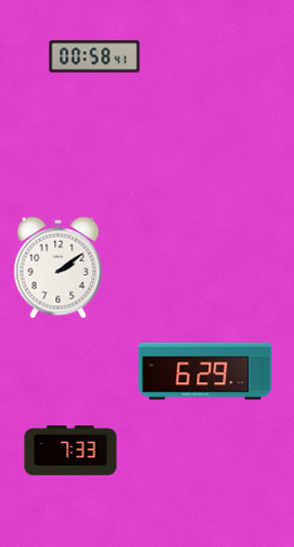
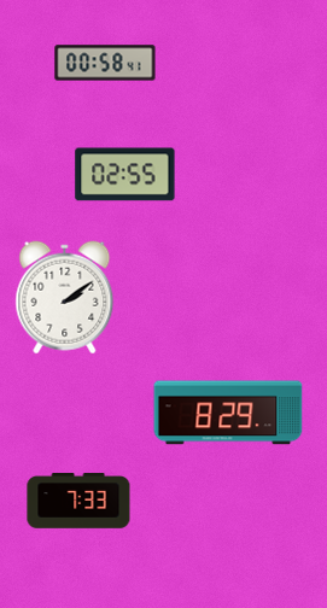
clock at (125, 175): none -> 02:55
clock at (205, 371): 6:29 -> 8:29
